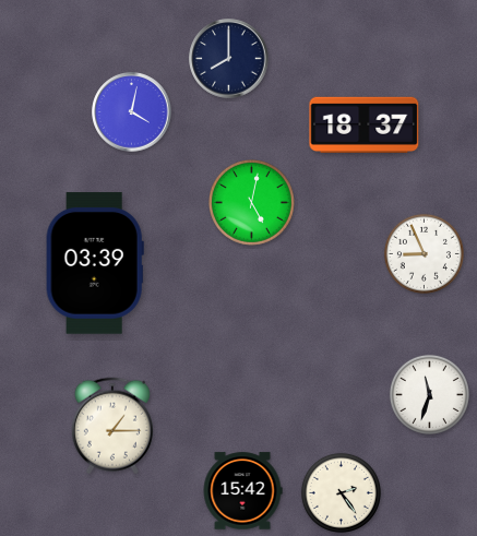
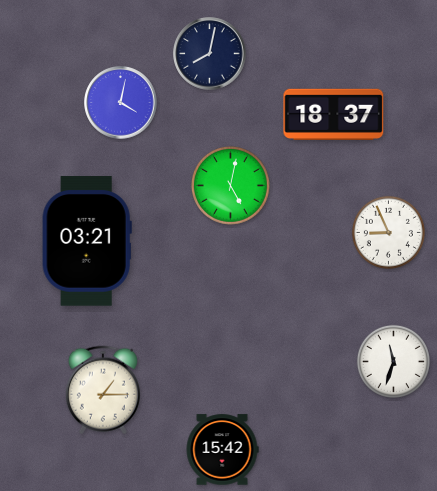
clock at (229, 59): 8:00 -> 8:02
clock at (95, 263): 03:39 -> 03:21
clock at (341, 492): 2:24 -> none
